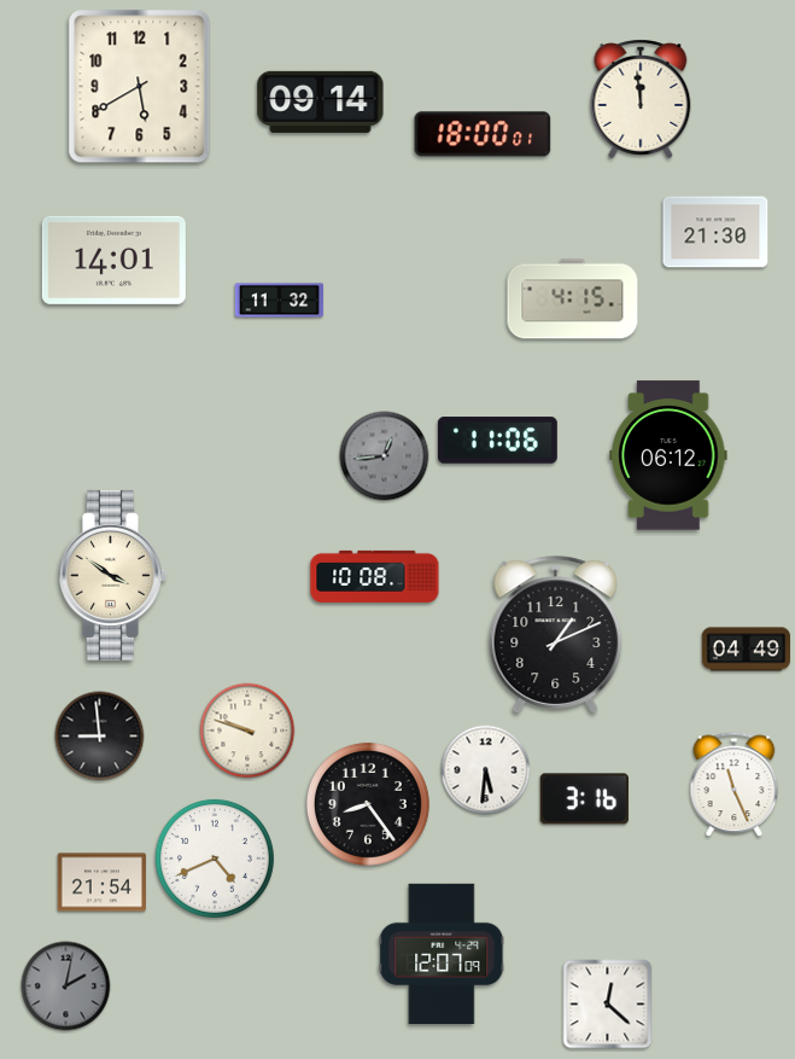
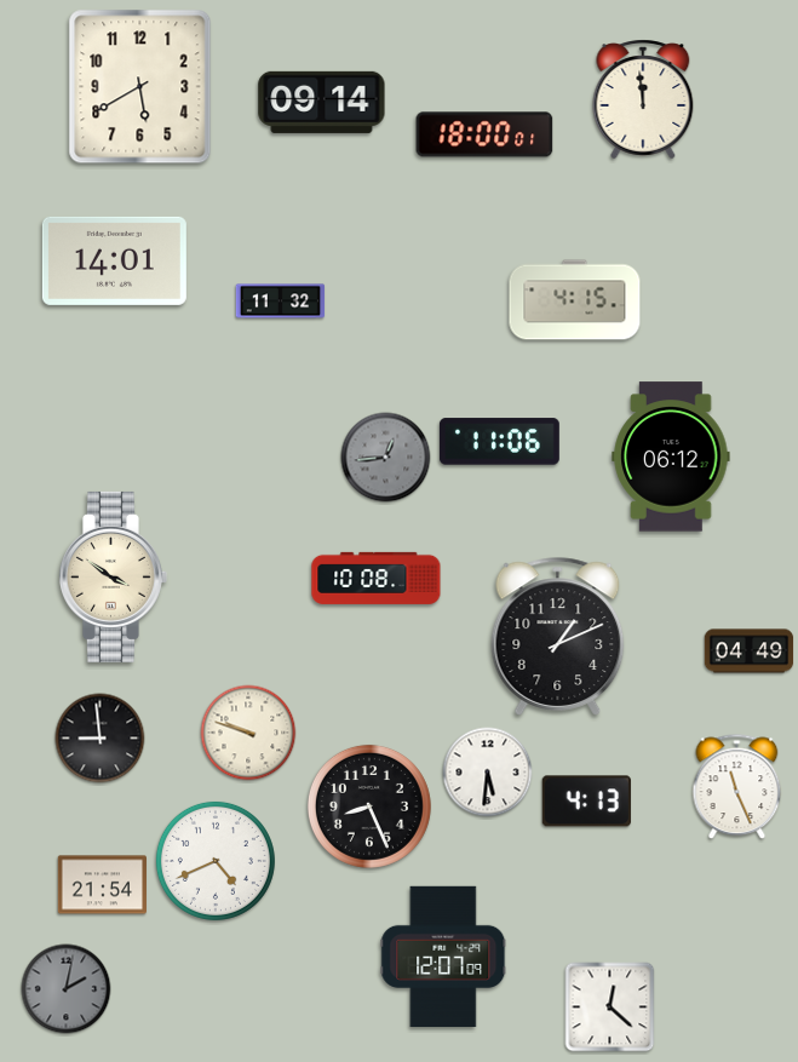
clock at (715, 232): 21:30 -> none
clock at (584, 799): 3:16 -> 4:13
clock at (368, 804): 8:24 -> 8:26
